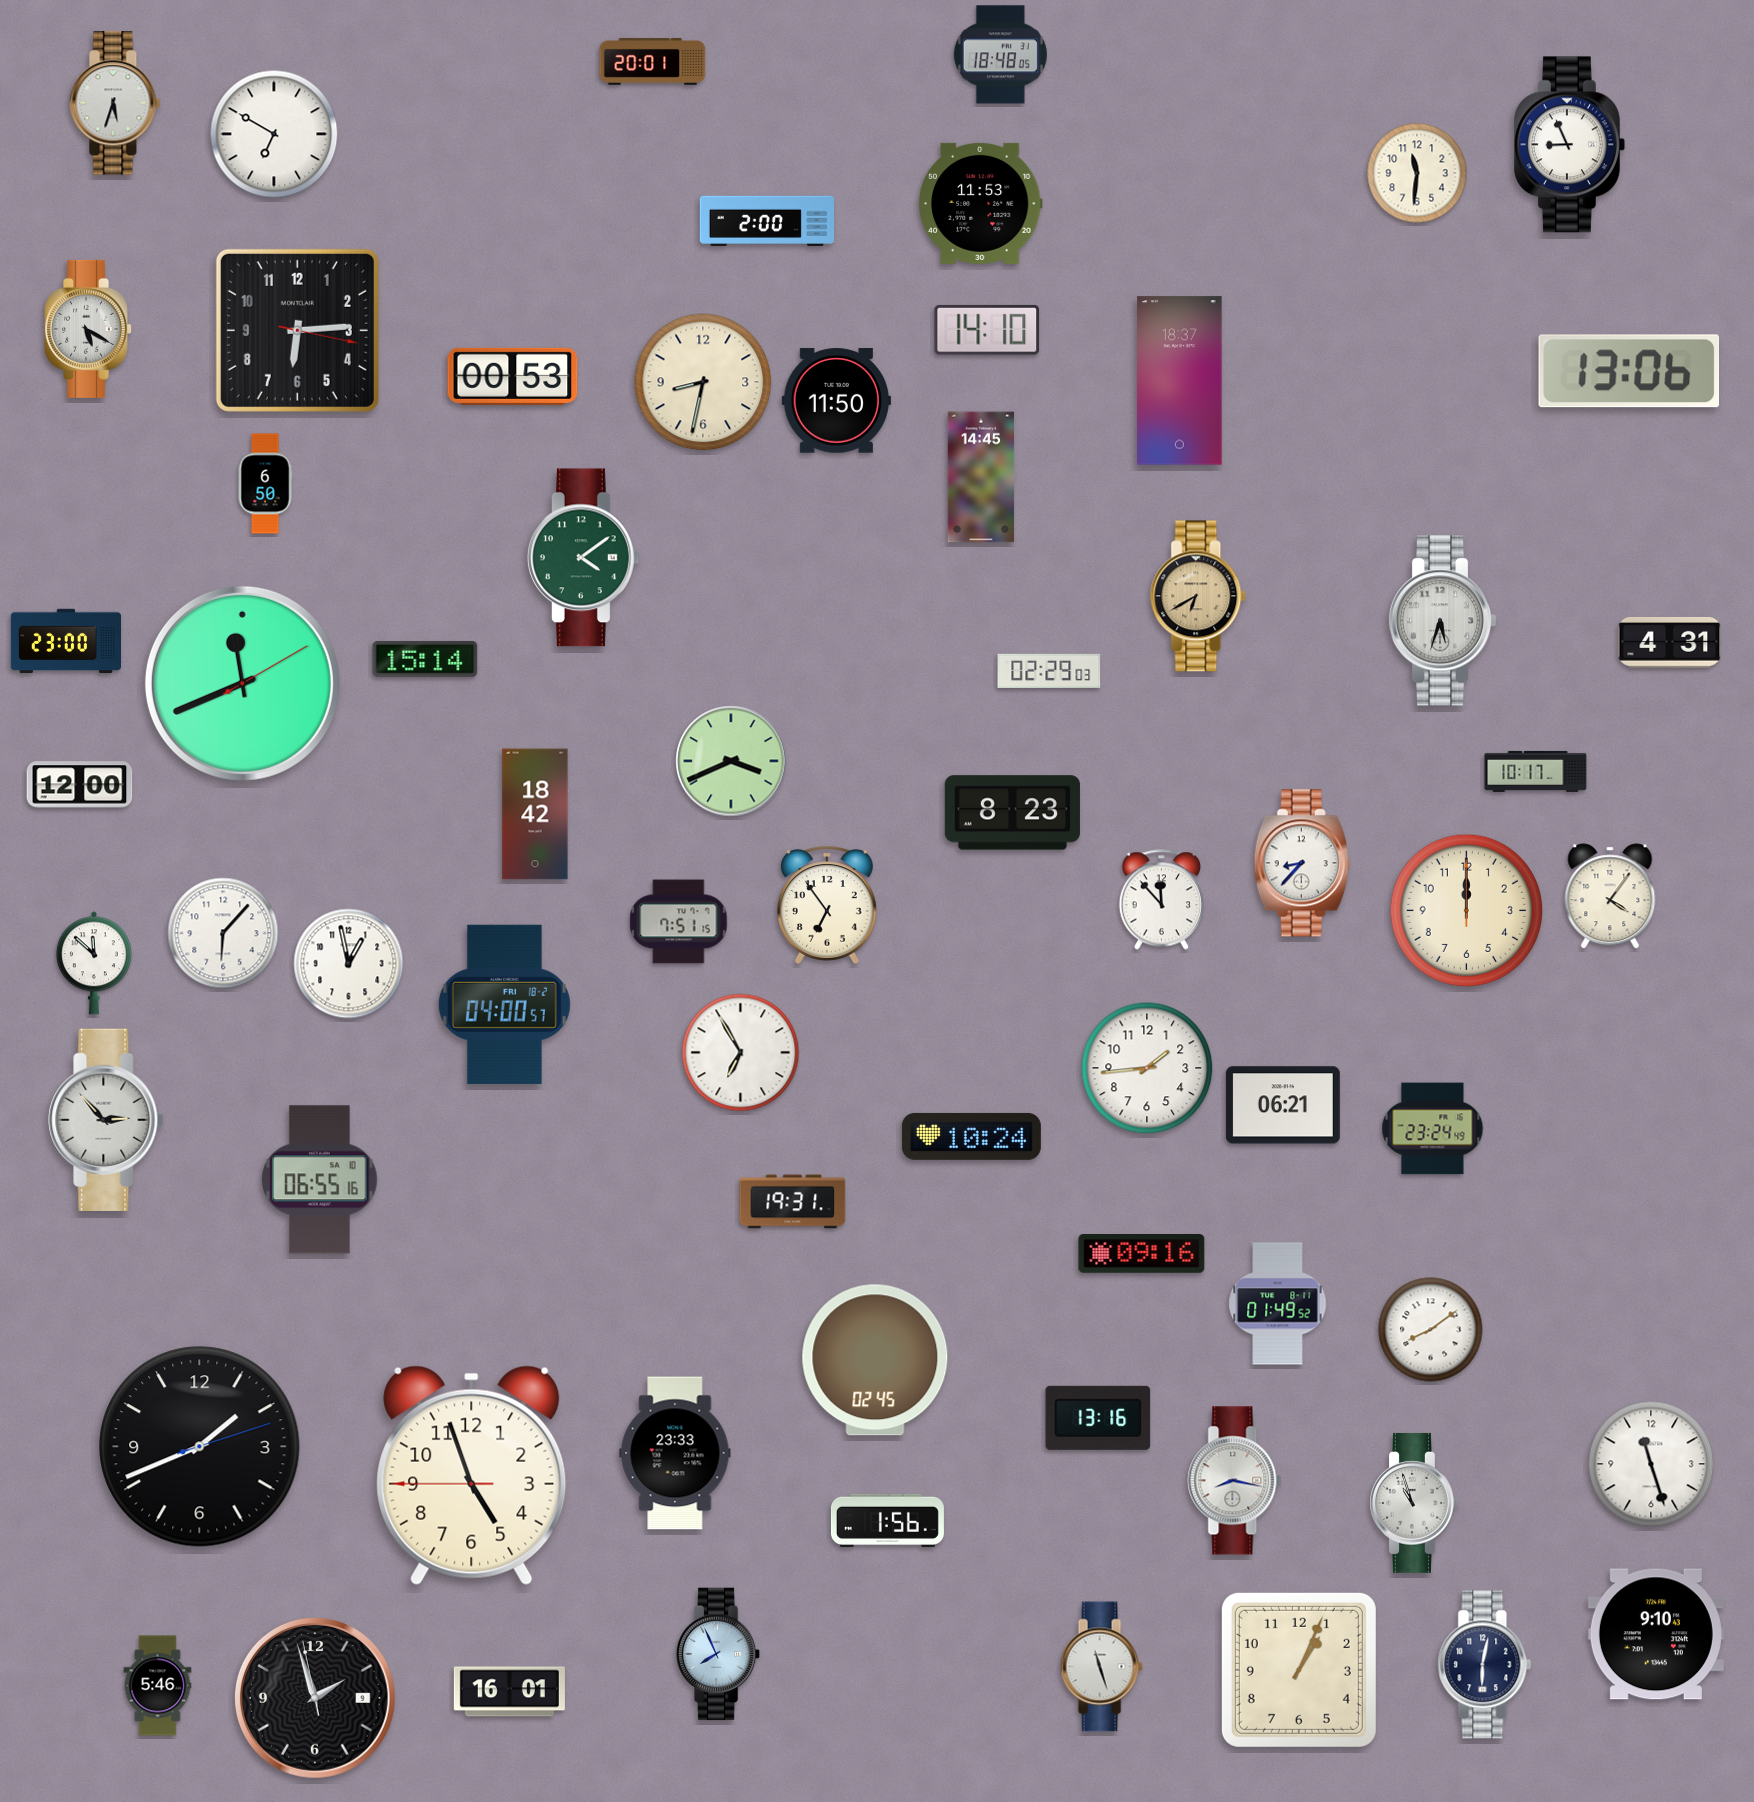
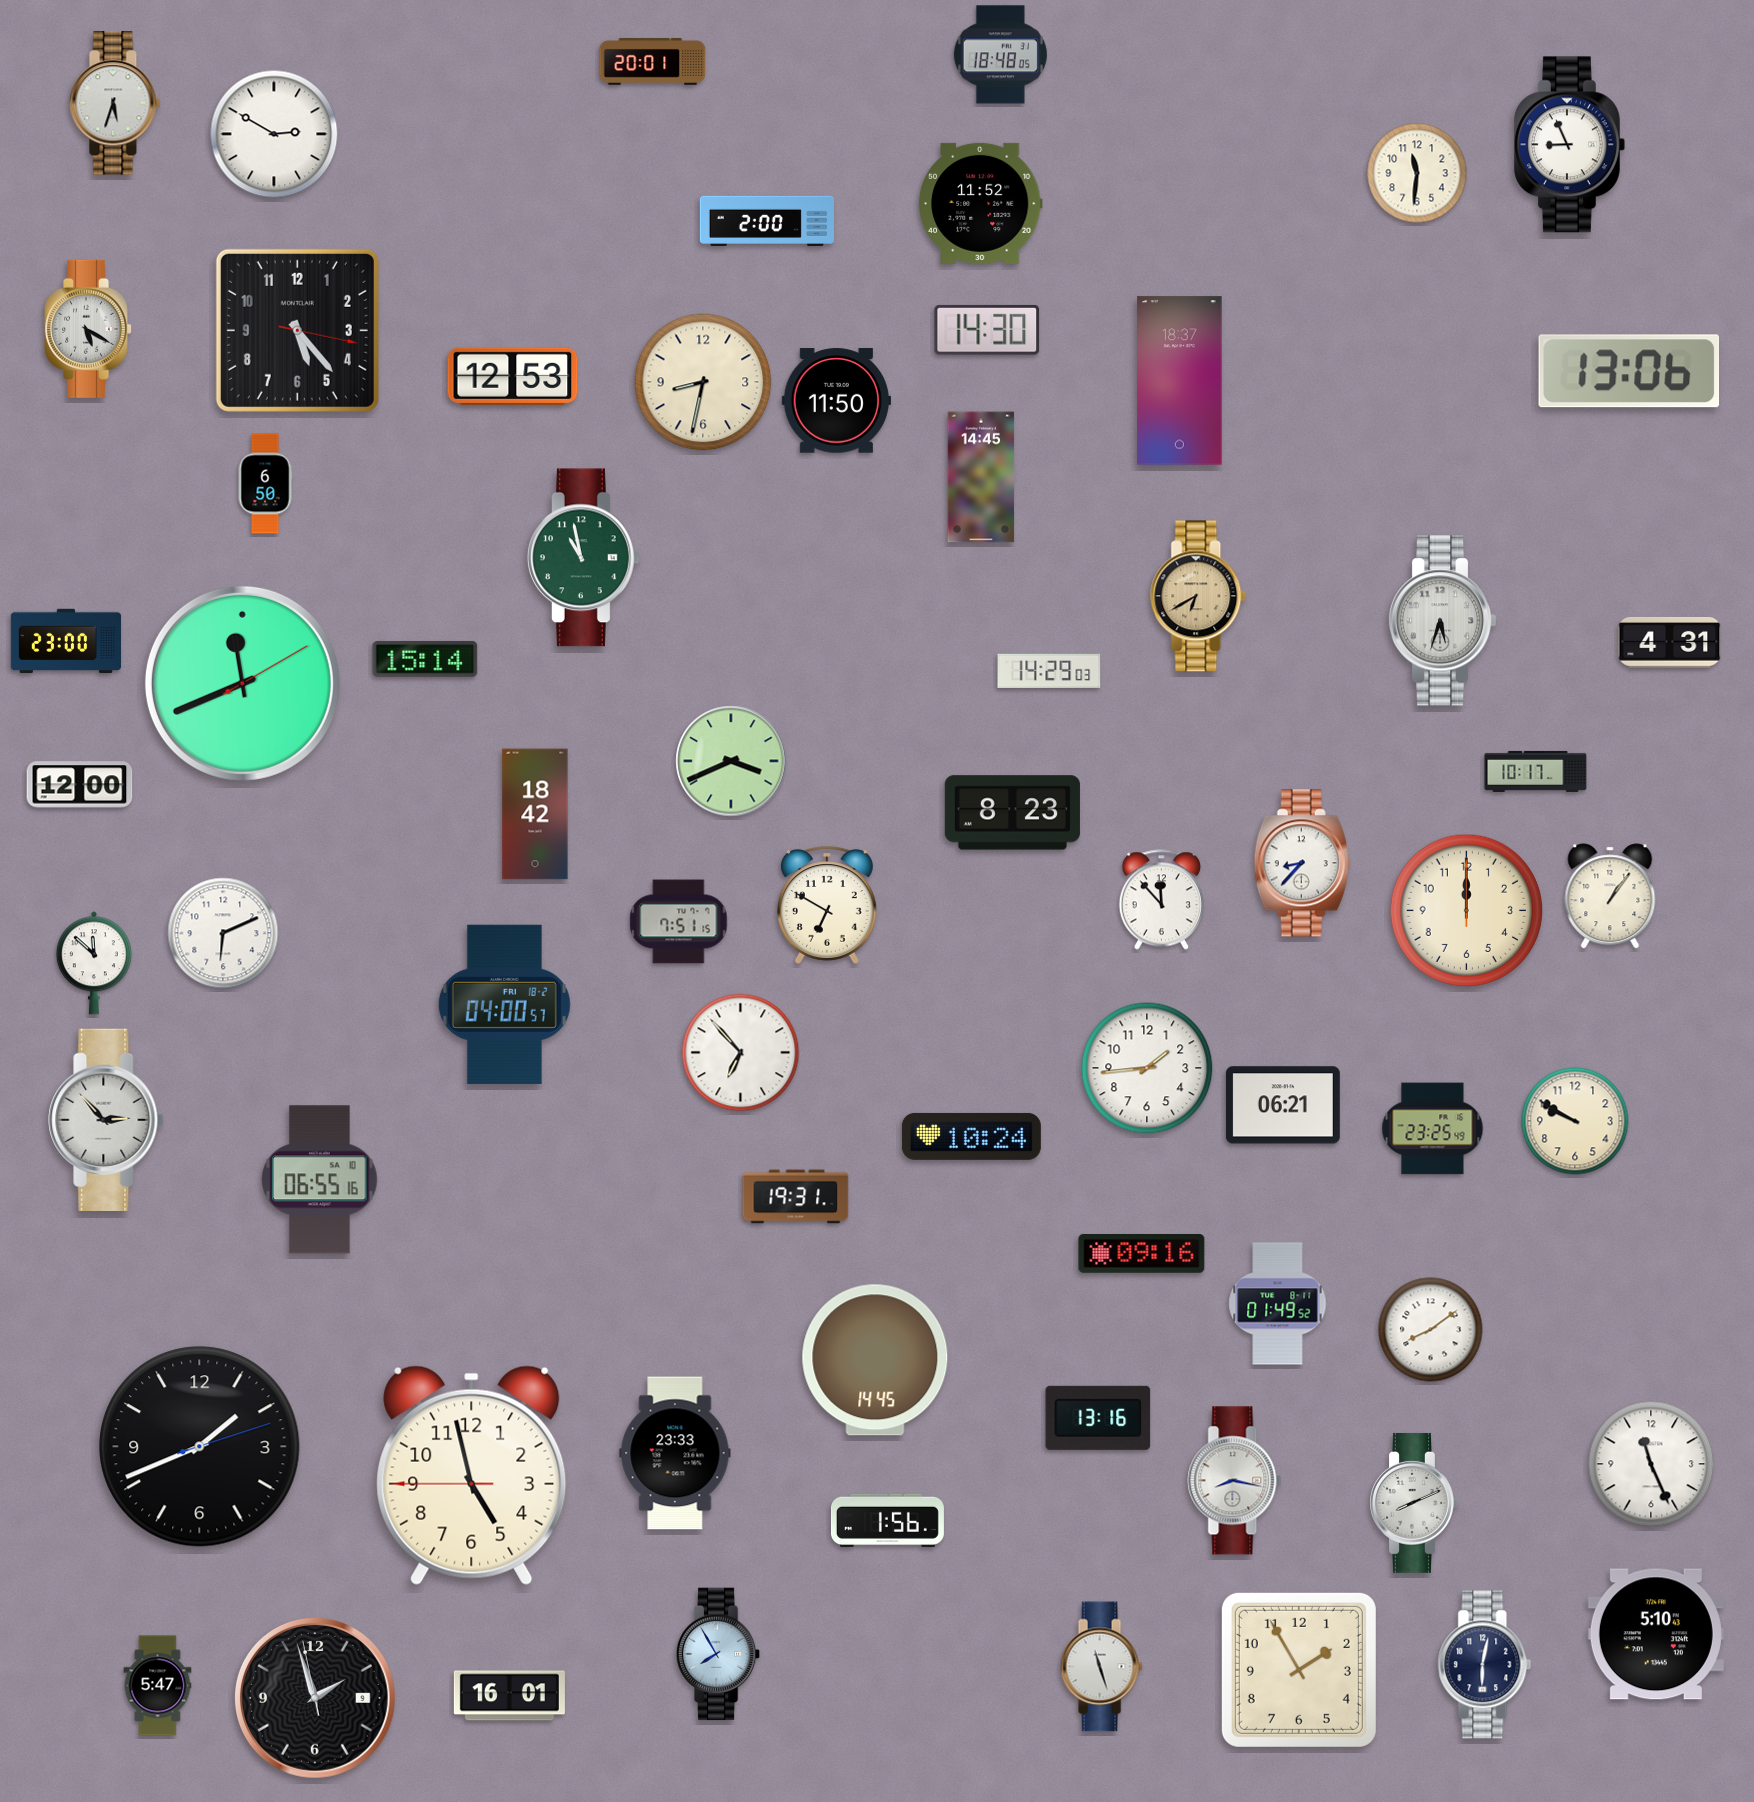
clock at (274, 134): 6:50 -> 2:50
clock at (980, 203): 11:53 -> 11:52
clock at (297, 330): 6:14 -> 5:23
clock at (987, 330): 14:10 -> 14:30
clock at (513, 376): 00:53 -> 12:53
clock at (583, 558): 4:09 -> 10:58
clock at (1049, 671): 02:29 -> 14:29
clock at (1610, 896): 4:06 -> 1:06
clock at (827, 905): 6:54 -> 6:50
clock at (223, 933): 6:07 -> 6:11
clock at (349, 964): 12:58 -> none
clock at (741, 1053): 6:55 -> 6:53
clock at (1575, 1121): none -> 9:50
clock at (1433, 1129): 23:24 -> 23:25
clock at (793, 1202) position: (793, 1202) -> (796, 1197)
clock at (875, 1360): 02:45 -> 14:45
clock at (1651, 1464): 11:27 -> 11:26
clock at (472, 1475): 4:56 -> 4:57
clock at (1414, 1503): 10:57 -> 8:11
clock at (1656, 1634): 9:10 -> 5:10
clock at (718, 1654): 7:56 -> 7:55
clock at (1299, 1670): 1:04 -> 1:55
clock at (158, 1686): 5:46 -> 5:47
clock at (509, 1692) position: (509, 1692) -> (509, 1696)
